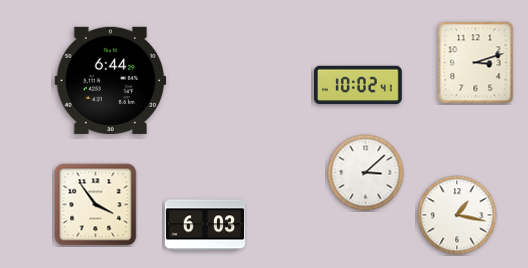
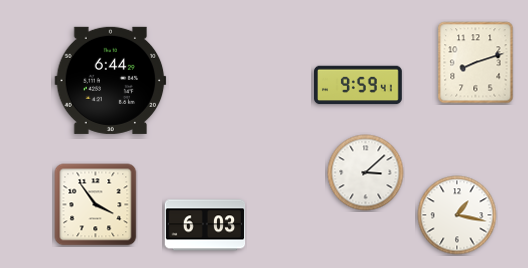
clock at (476, 63): 3:12 -> 8:12
clock at (359, 85): 10:02 -> 9:59
